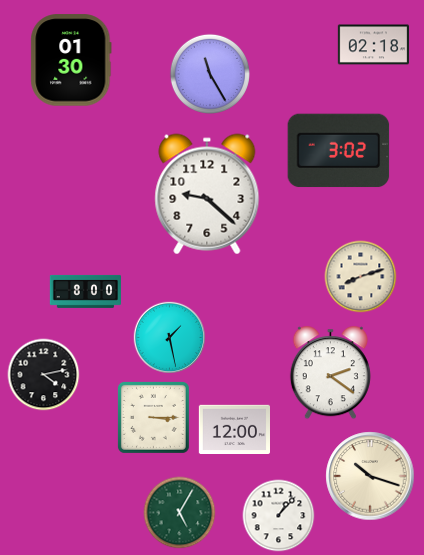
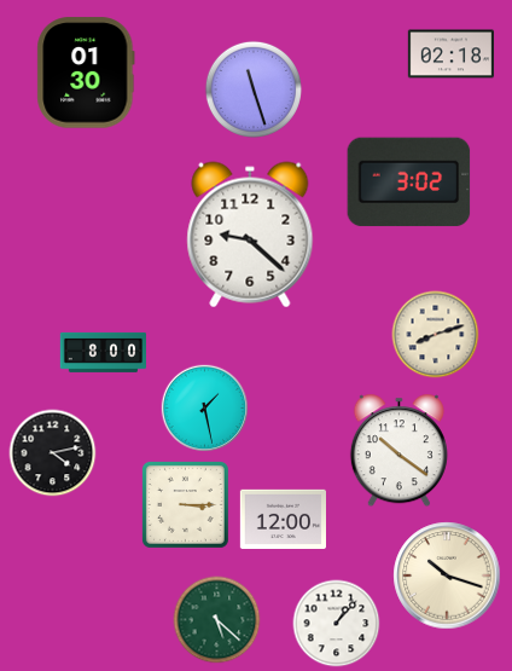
clock at (210, 74): 11:25 -> 11:27
clock at (330, 373): 2:21 -> 10:21
clock at (180, 513): 5:05 -> 5:22
